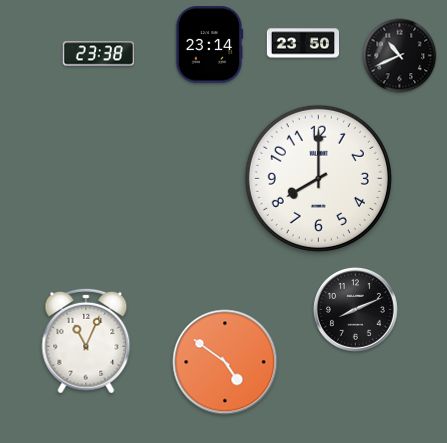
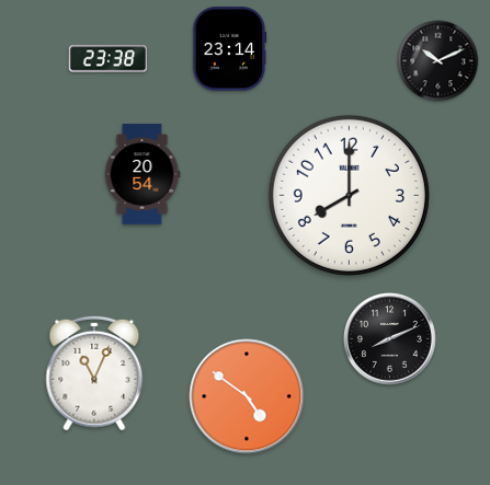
clock at (302, 43): 23:50 -> none
clock at (400, 56): 10:41 -> 10:11
clock at (143, 174): none -> 20:54
